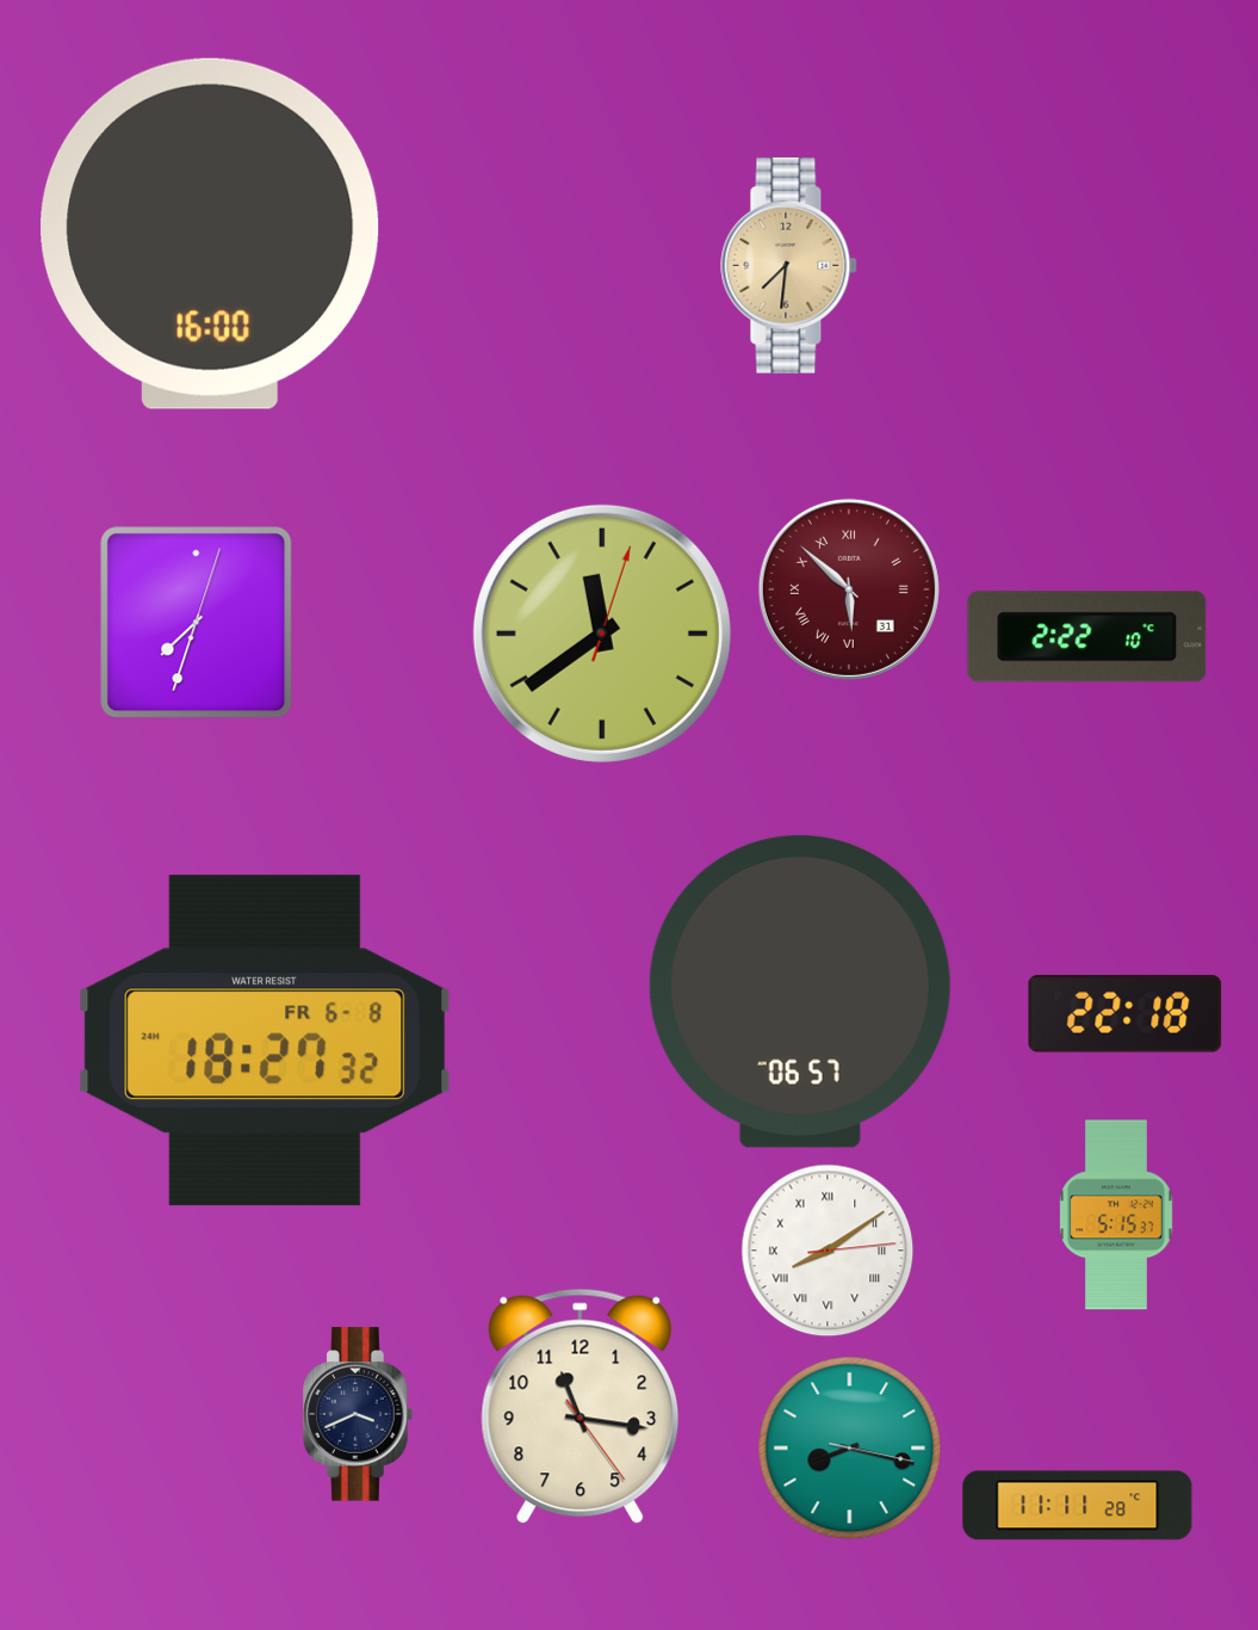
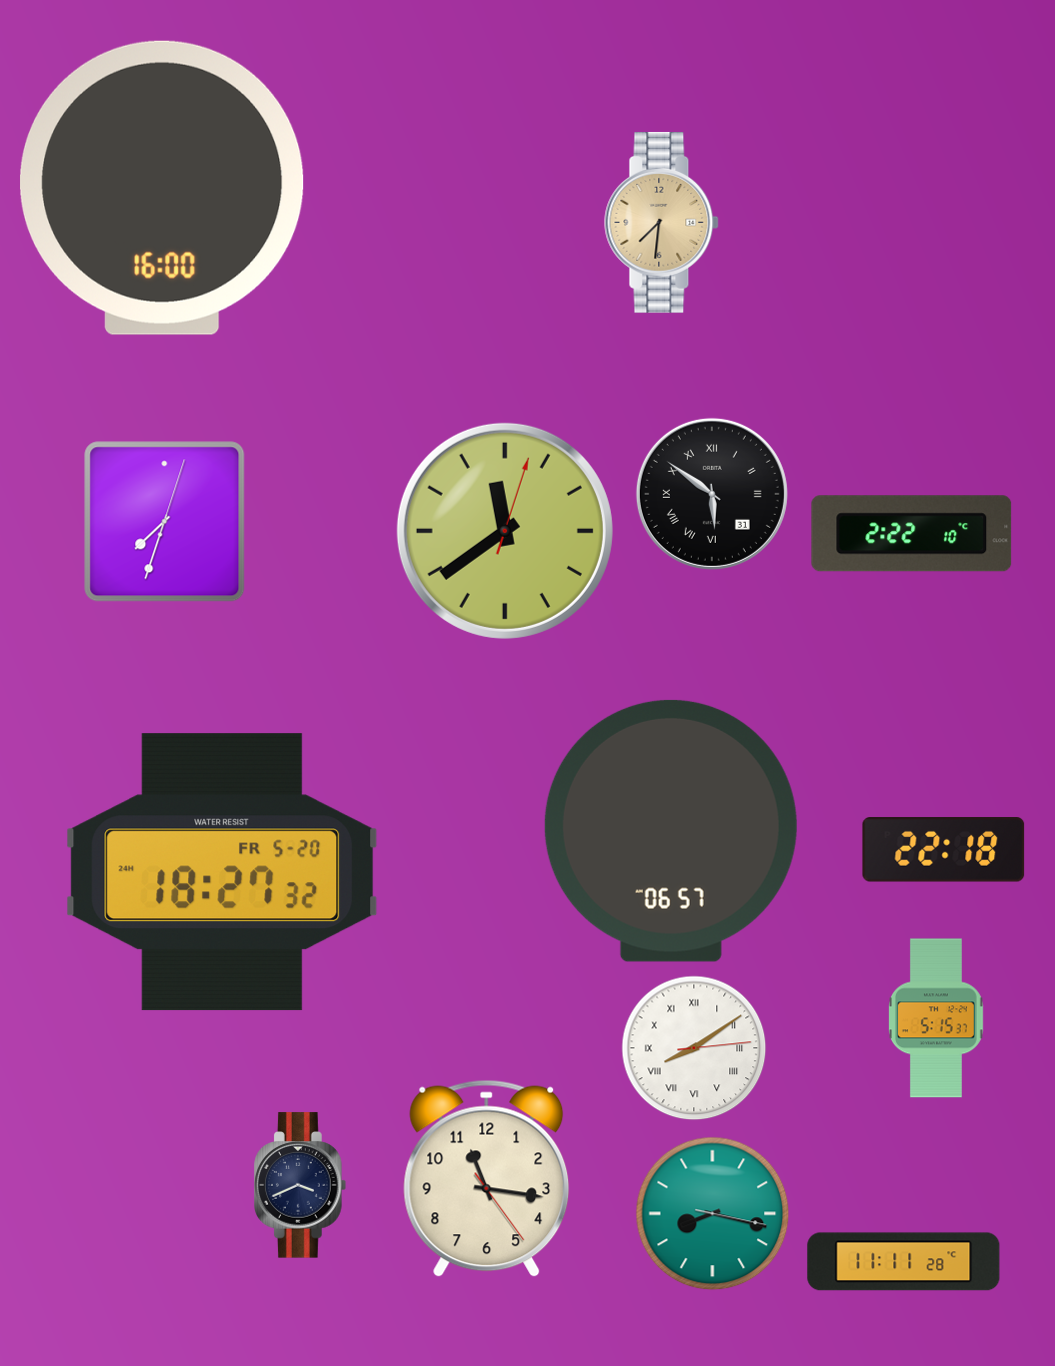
clock at (210, 234) position: (210, 234) -> (162, 188)
clock at (849, 589): 5:52 -> 5:51
clock at (849, 589) dial: burgundy -> black
clock at (265, 1041) date: FR 6-8 -> FR 5-20
